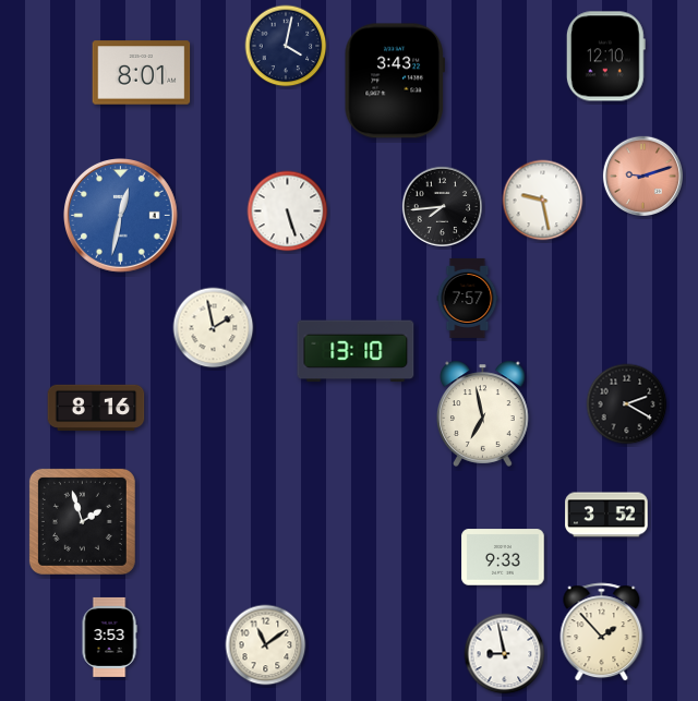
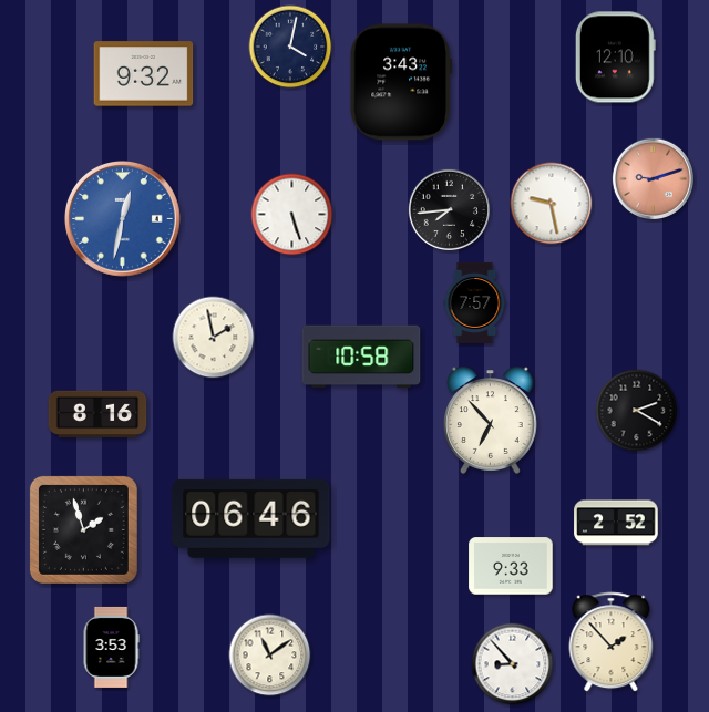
clock at (142, 73): 8:01 -> 9:32
clock at (214, 328) position: (214, 328) -> (214, 338)
clock at (356, 351): 13:10 -> 10:58
clock at (483, 413): 6:58 -> 6:53
clock at (251, 518): none -> 06:46
clock at (606, 515): 3:52 -> 2:52
clock at (505, 654): 8:58 -> 8:53
